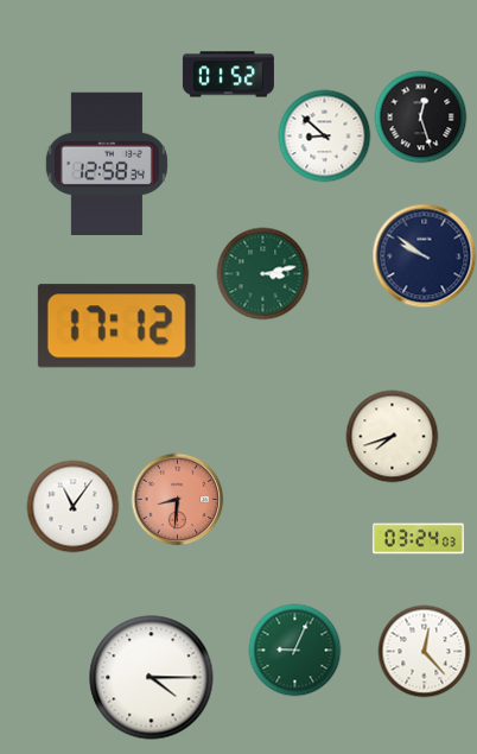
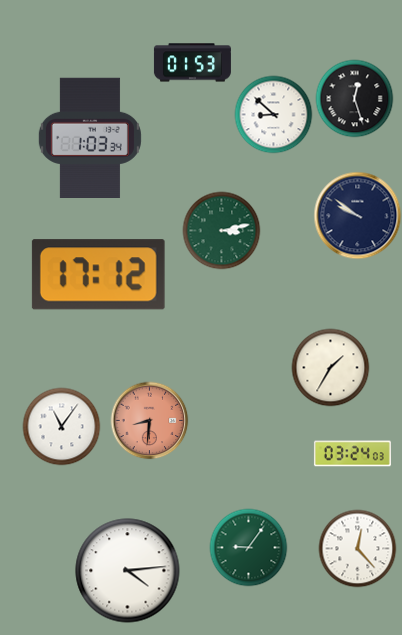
clock at (228, 75): 01:52 -> 01:53
clock at (107, 163): 12:58 -> 1:03
clock at (392, 436): 7:42 -> 1:35
clock at (294, 650): 9:04 -> 9:06
clock at (152, 678): 4:15 -> 4:14
